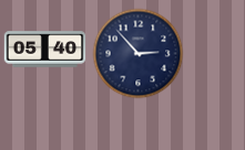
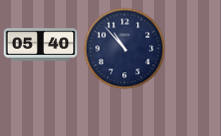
clock at (139, 54): 2:53 -> 10:53
